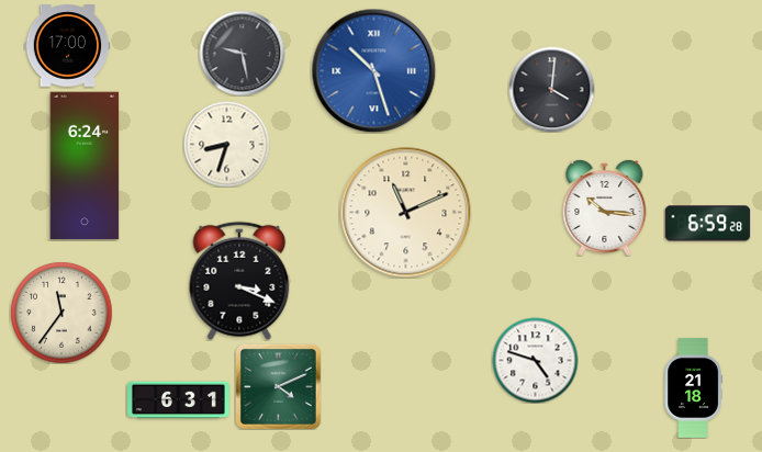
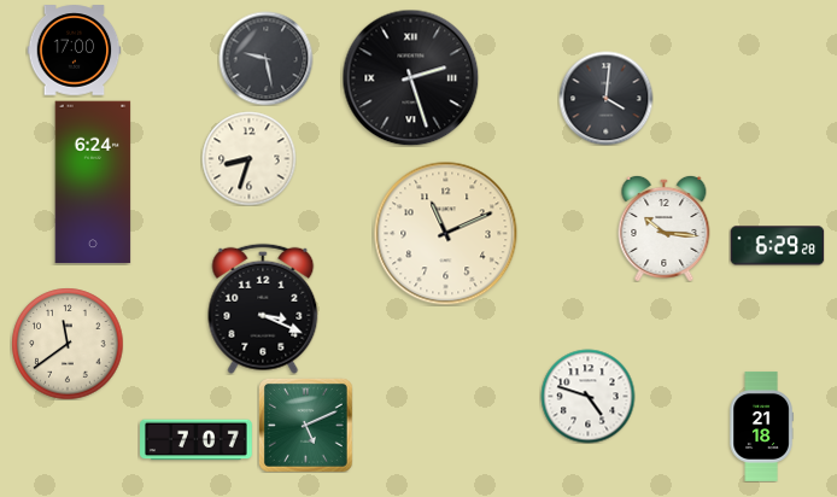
clock at (373, 70): 10:27 -> 2:27
clock at (373, 70) dial: blue -> black
clock at (707, 224): 6:59 -> 6:29
clock at (61, 313): 11:36 -> 11:39
clock at (278, 386): 4:11 -> 5:11
clock at (179, 400): 6:31 -> 7:07
